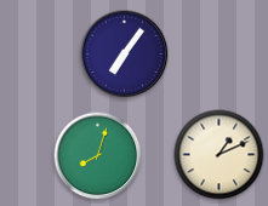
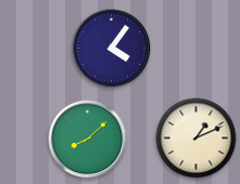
clock at (125, 55): 7:06 -> 4:06
clock at (98, 156): 8:03 -> 8:08
